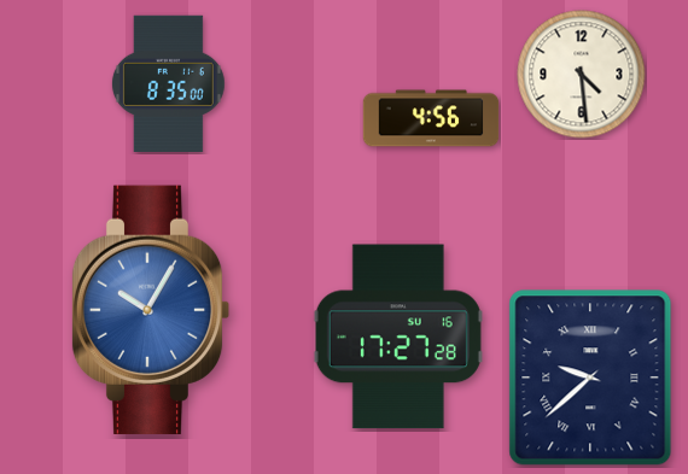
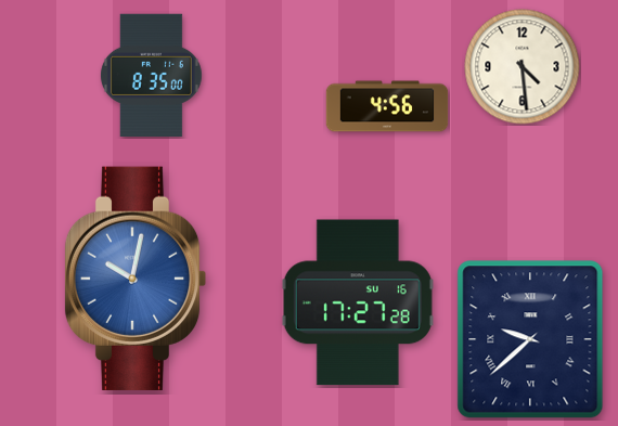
clock at (151, 310): 10:05 -> 10:02
